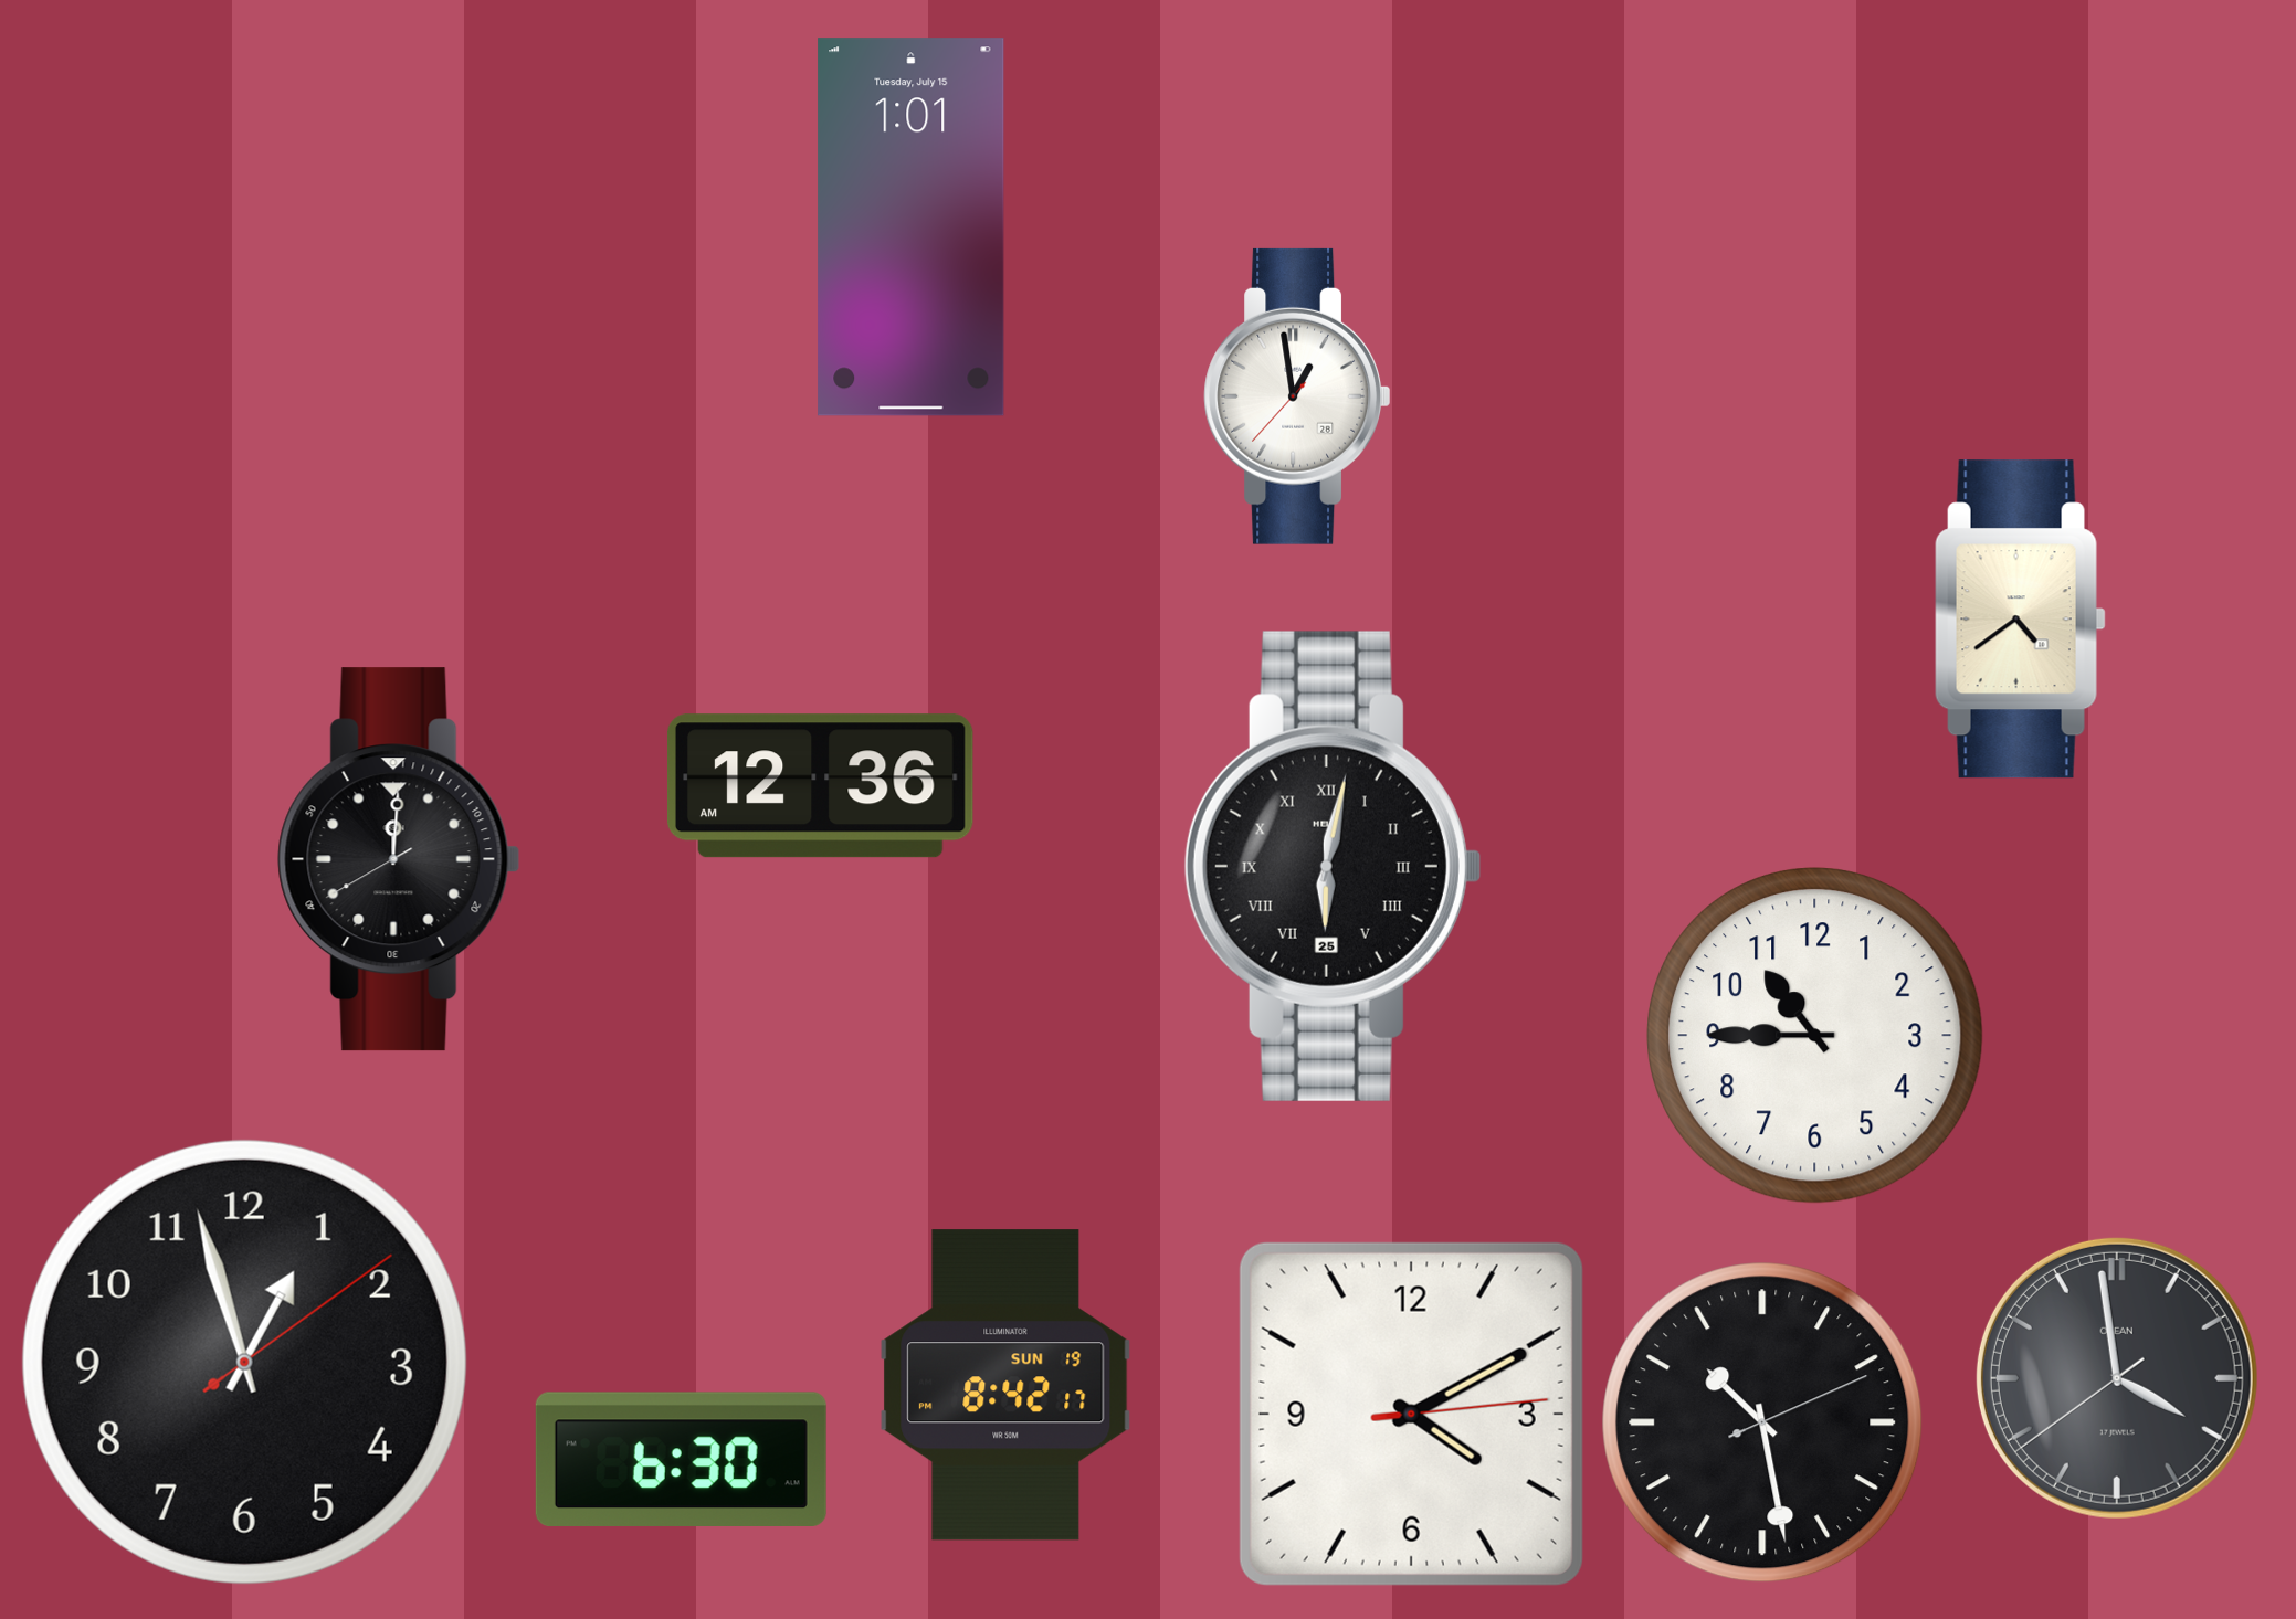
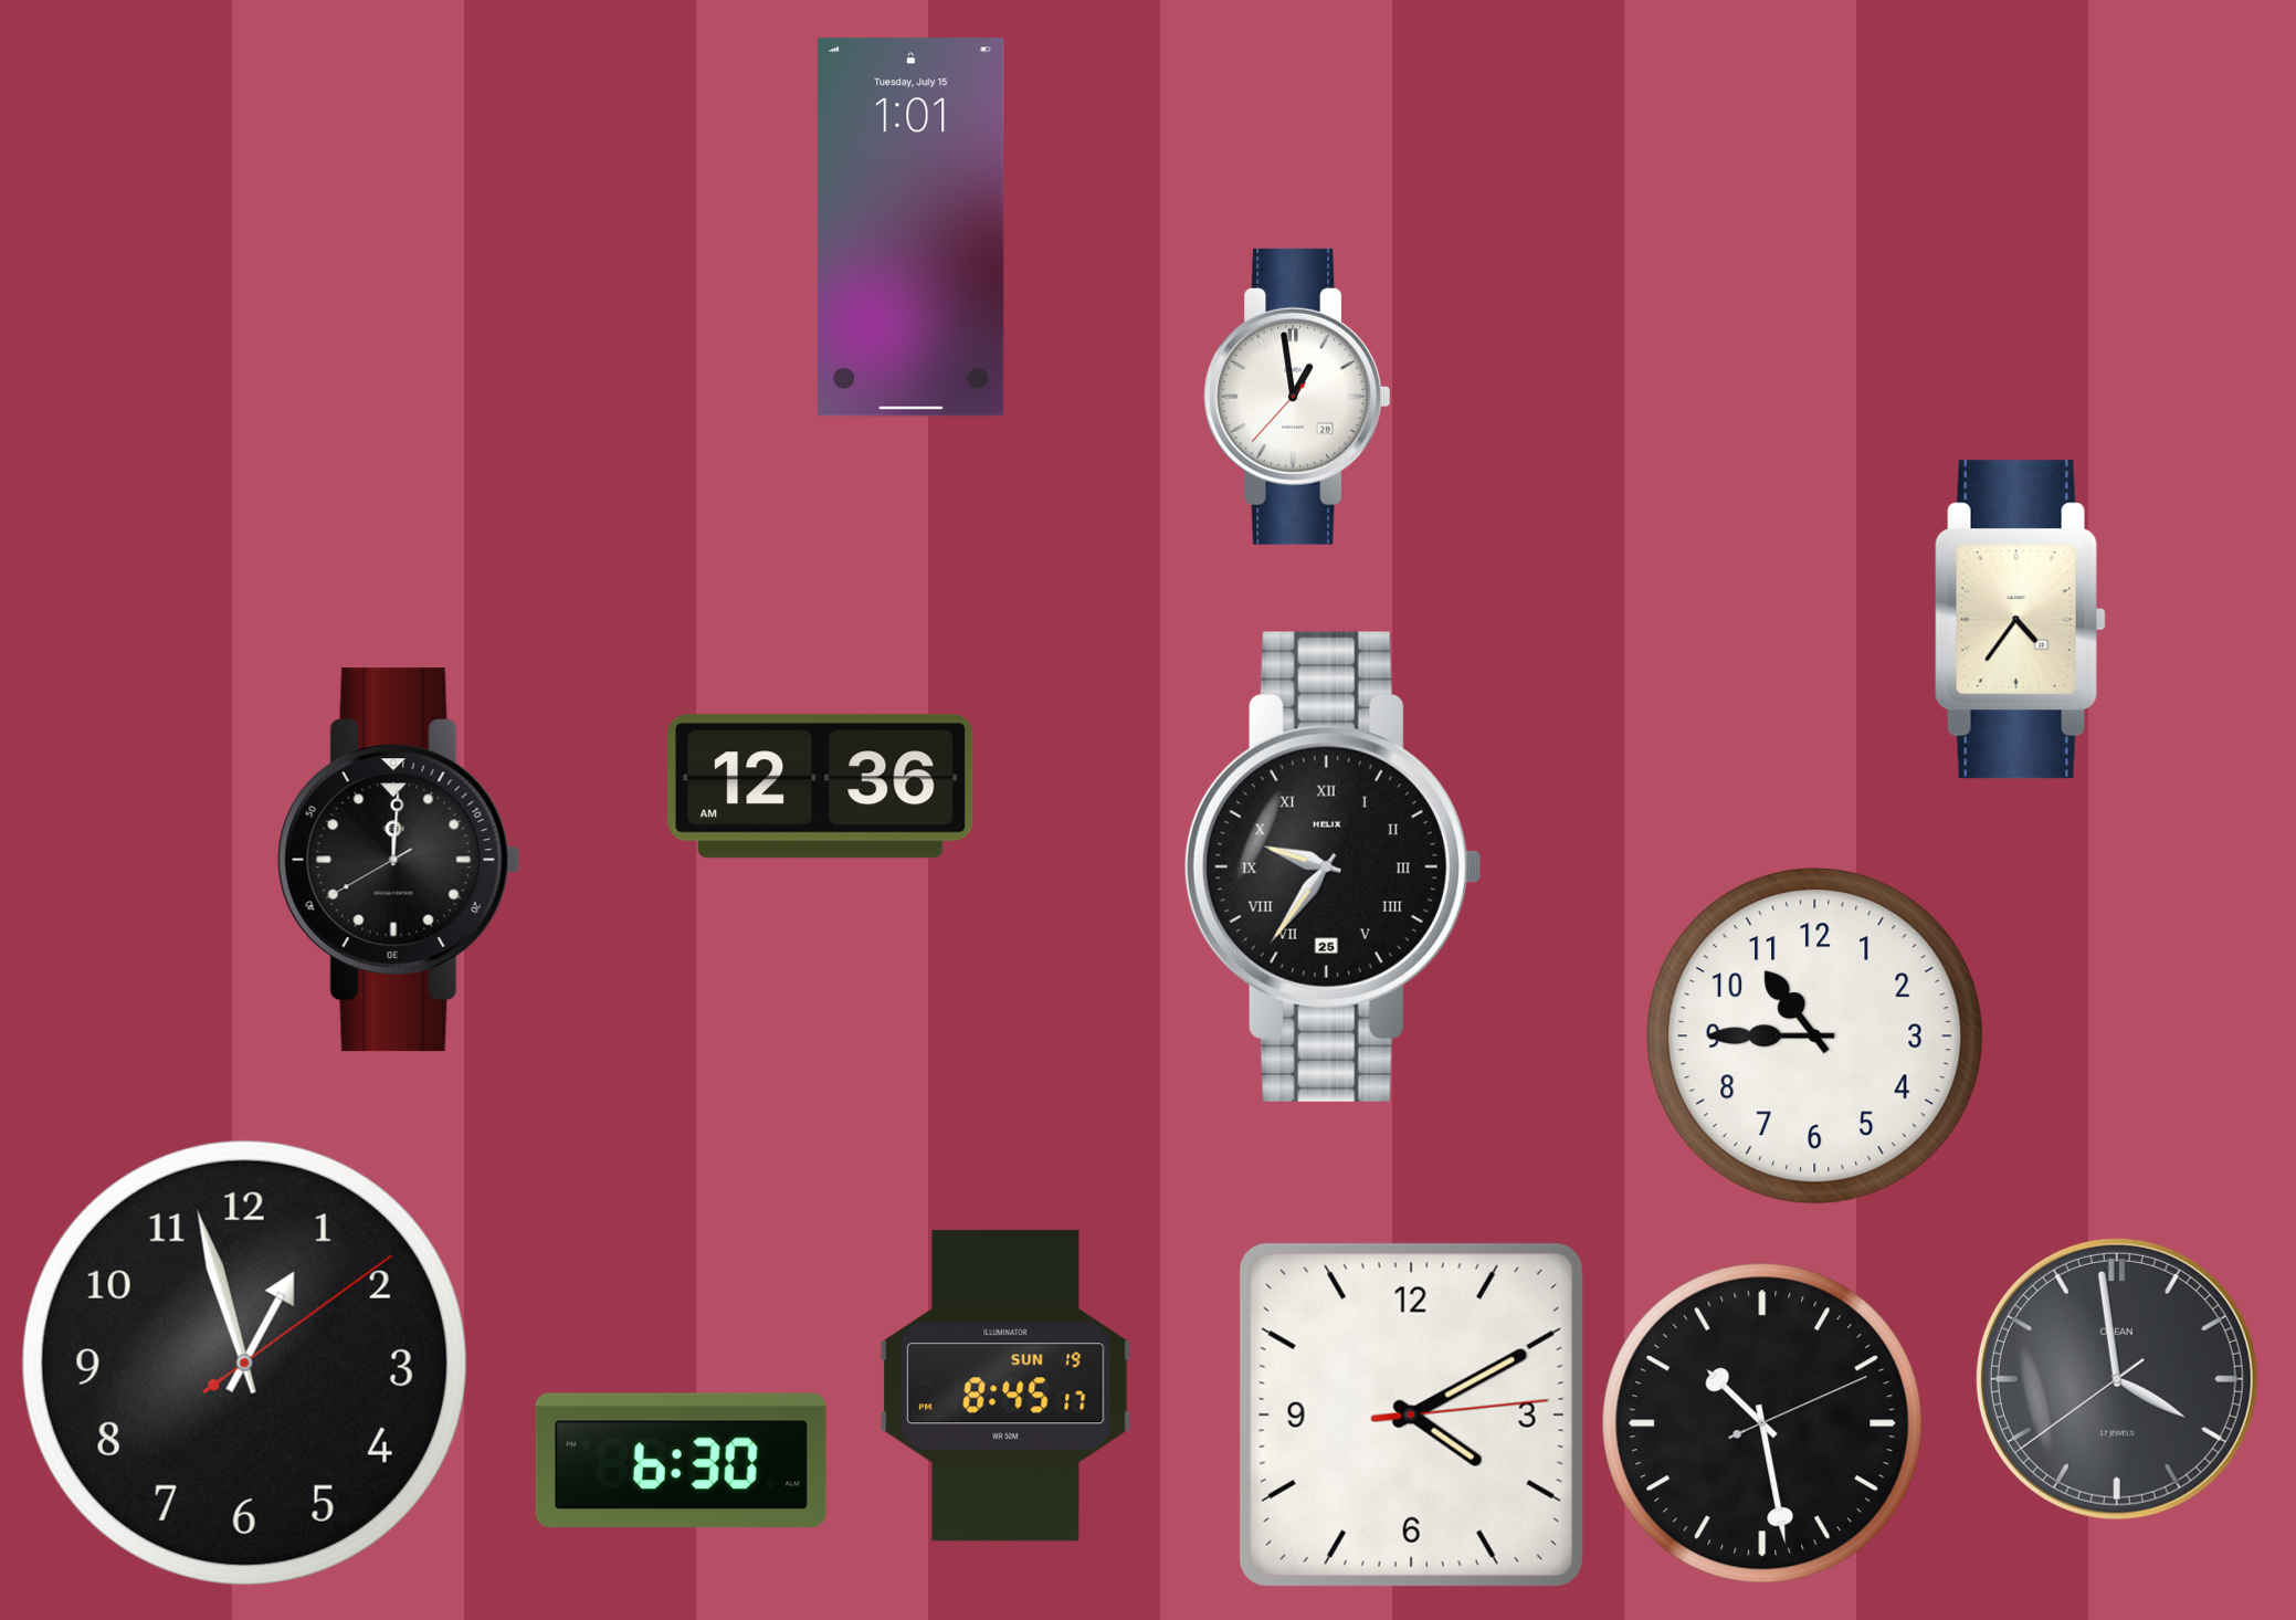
clock at (2020, 620): 4:39 -> 4:36
clock at (1333, 866): 6:02 -> 9:36
clock at (1005, 1385): 8:42 -> 8:45
